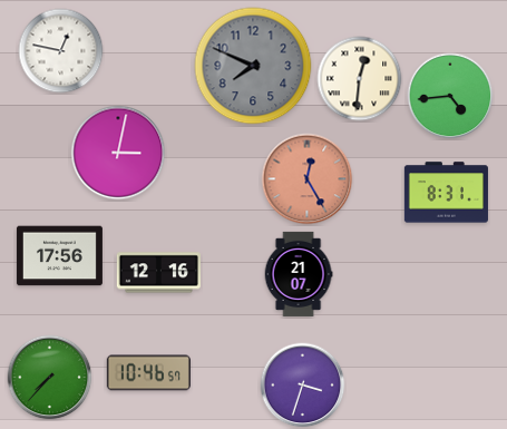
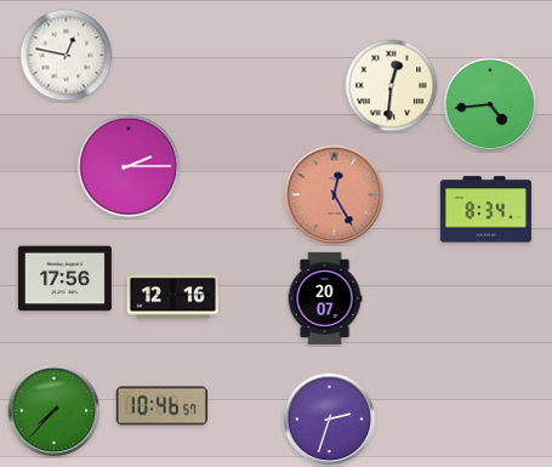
clock at (253, 66): 7:49 -> none
clock at (118, 153): 3:02 -> 2:15
clock at (446, 193): 8:31 -> 8:34
clock at (299, 274): 21:07 -> 20:07
clock at (303, 386): 3:33 -> 2:33
